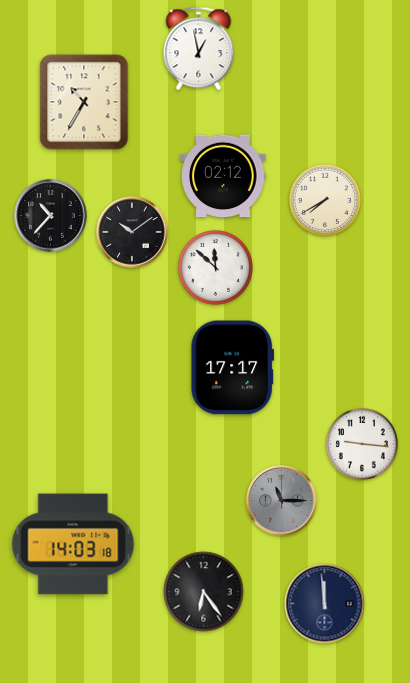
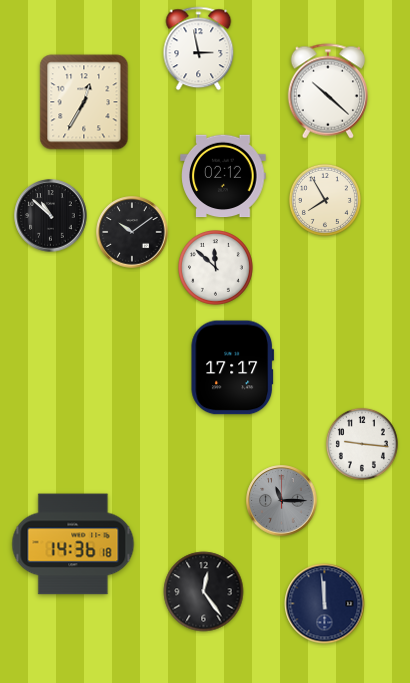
clock at (199, 49): 12:58 -> 2:58
clock at (327, 91): none -> 10:22
clock at (84, 102): 10:35 -> 12:35
clock at (325, 200): 7:40 -> 7:55
clock at (51, 216): 10:37 -> 10:52
clock at (73, 544): 14:03 -> 14:36
clock at (204, 592): 6:24 -> 12:24
